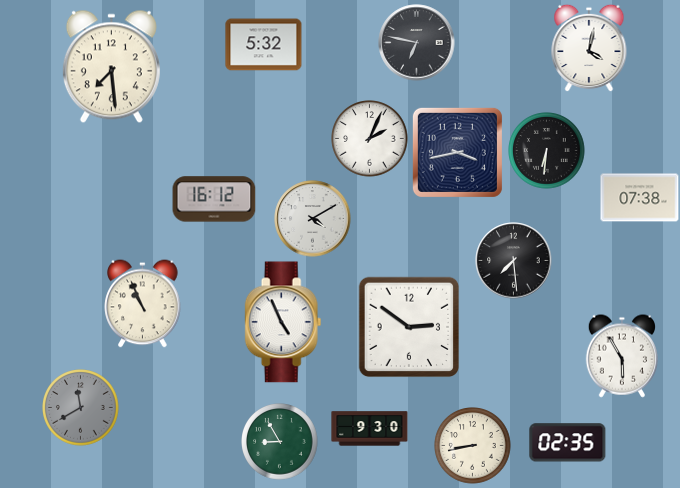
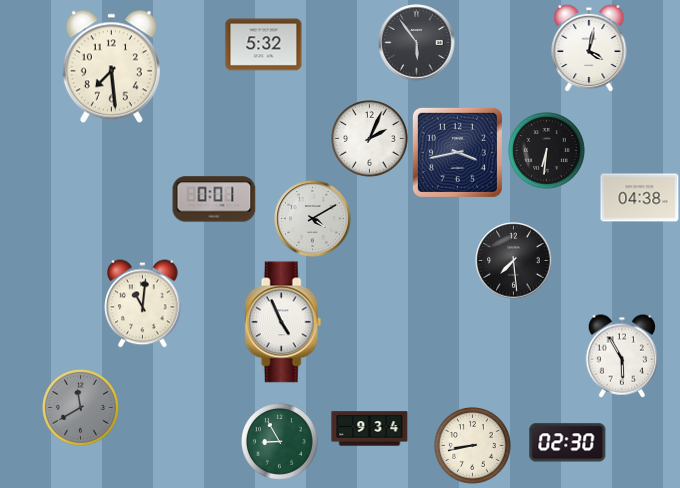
clock at (417, 43): 6:47 -> 5:54
clock at (640, 198): 07:38 -> 04:38
clock at (214, 199): 16:12 -> 0:01
clock at (143, 304): 10:56 -> 11:01
clock at (409, 327): 2:51 -> none
clock at (370, 429): 9:30 -> 9:34
clock at (568, 443): 02:35 -> 02:30
